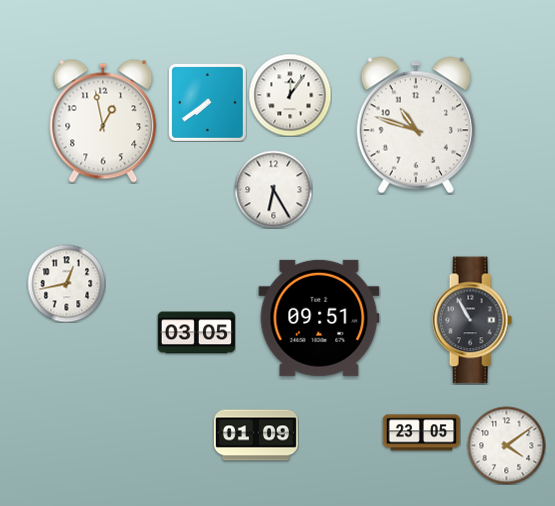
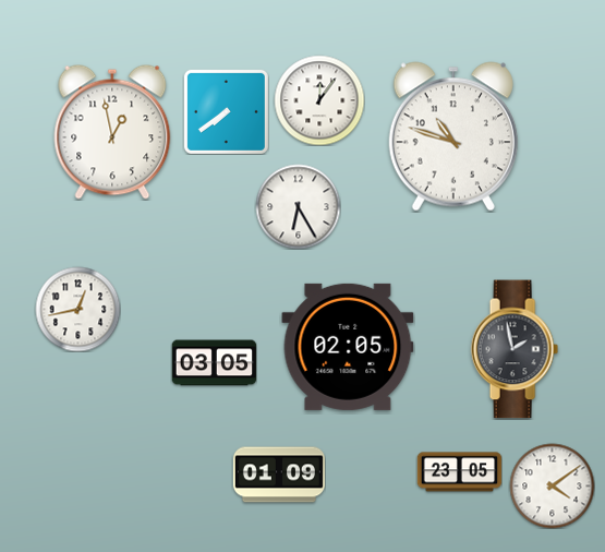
clock at (290, 95) position: (290, 95) -> (319, 100)
clock at (66, 283) position: (66, 283) -> (77, 309)
clock at (319, 318): 09:51 -> 02:05
clock at (472, 320): 10:55 -> 1:58
